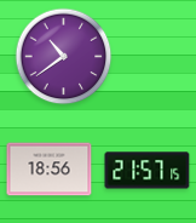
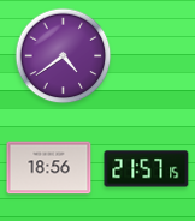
clock at (64, 57): 10:39 -> 4:39
